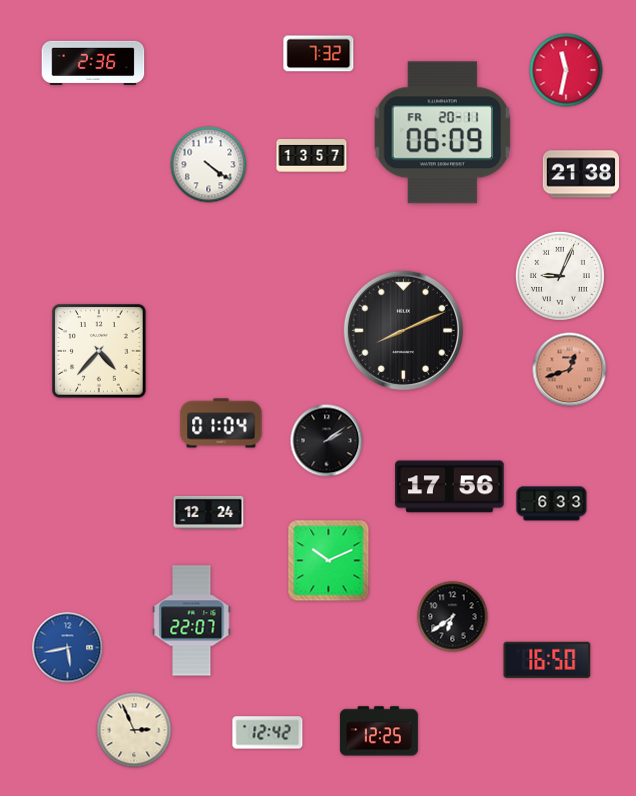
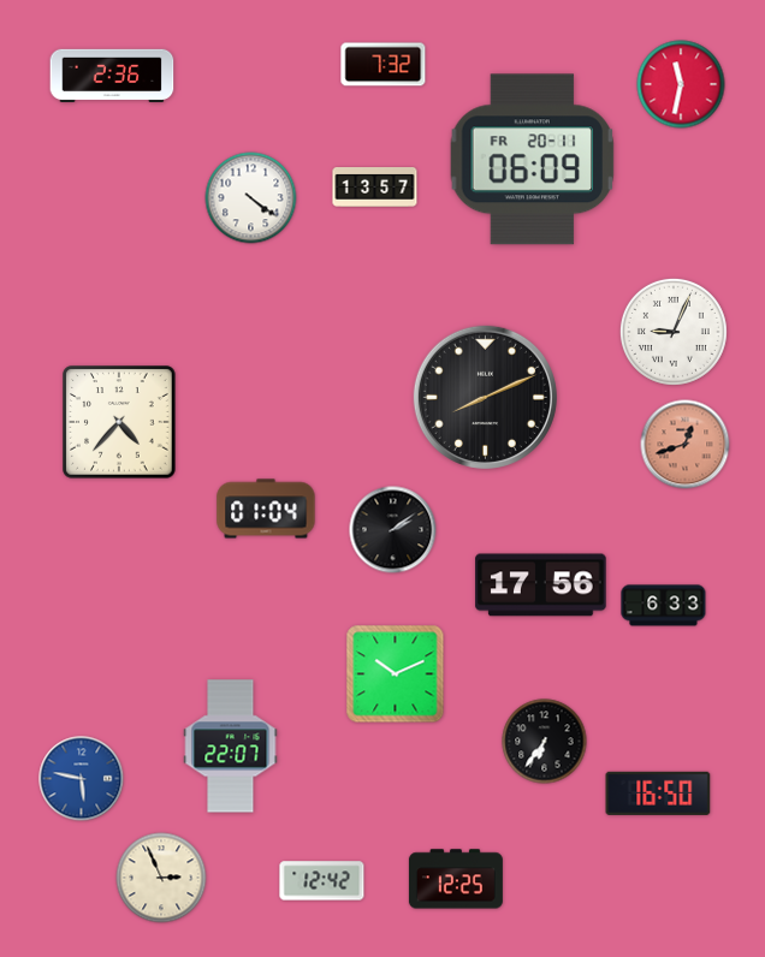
clock at (580, 174): 21:38 -> none
clock at (209, 512): 12:24 -> none
clock at (453, 617): 6:39 -> 6:36
clock at (68, 648): 5:43 -> 5:47
